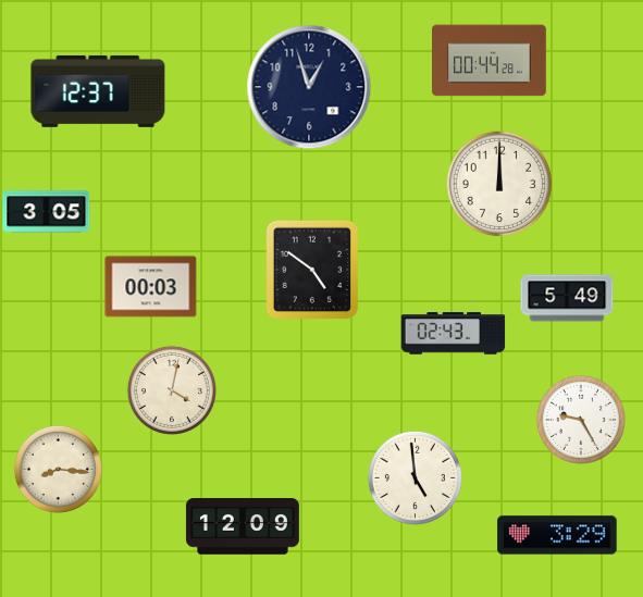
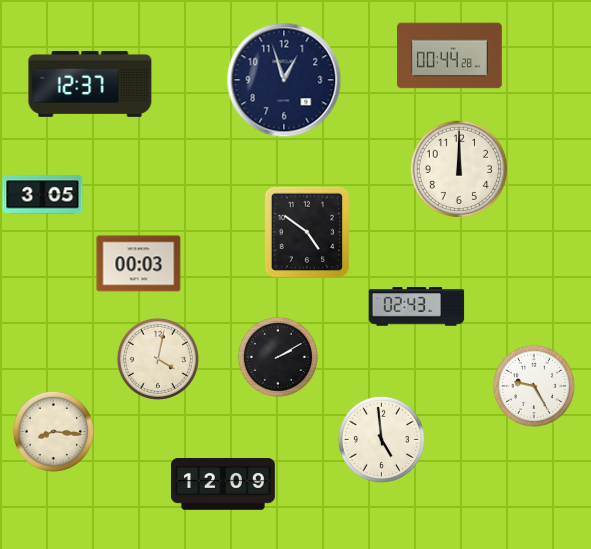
clock at (312, 270) position: (312, 270) -> (307, 232)
clock at (567, 298): 5:49 -> none
clock at (278, 357): none -> 2:10
clock at (557, 535): 3:29 -> none
